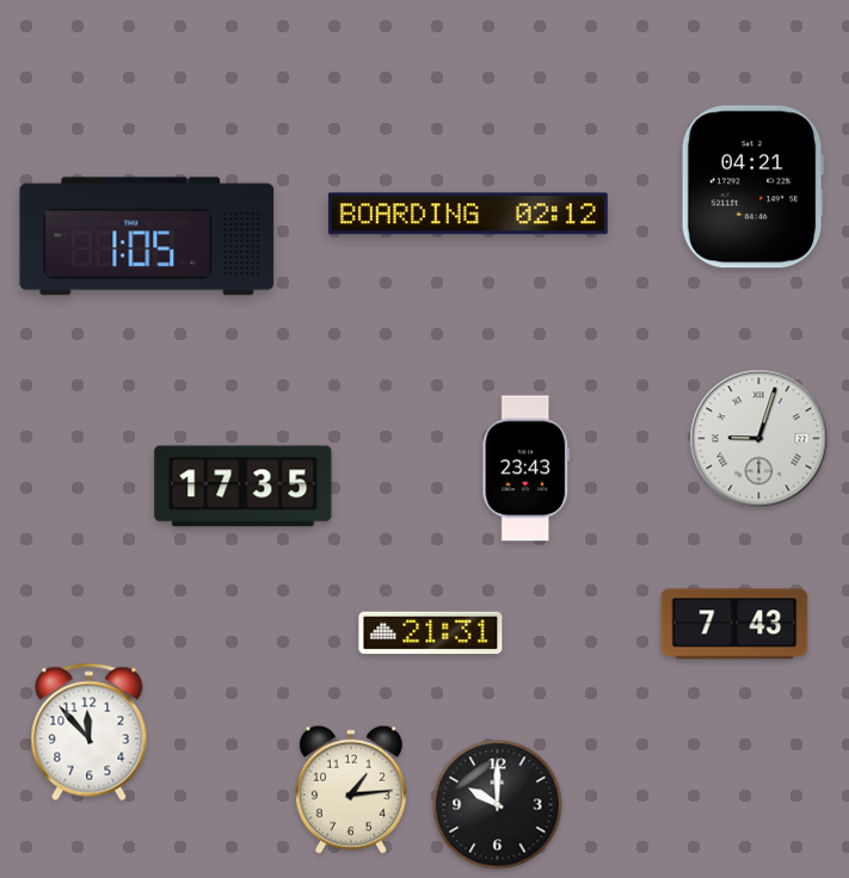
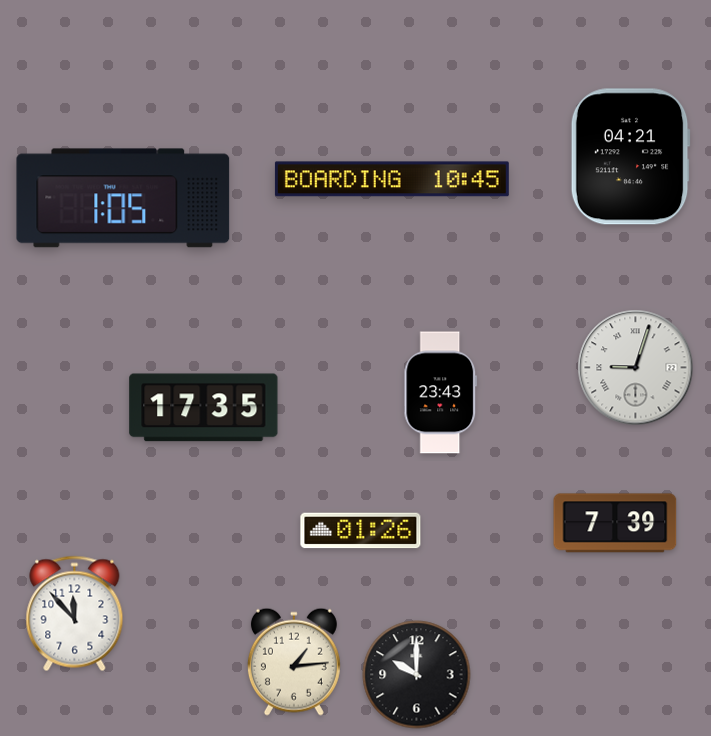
clock at (468, 214): 02:12 -> 10:45
clock at (734, 624): 7:43 -> 7:39
clock at (431, 633): 21:31 -> 01:26
